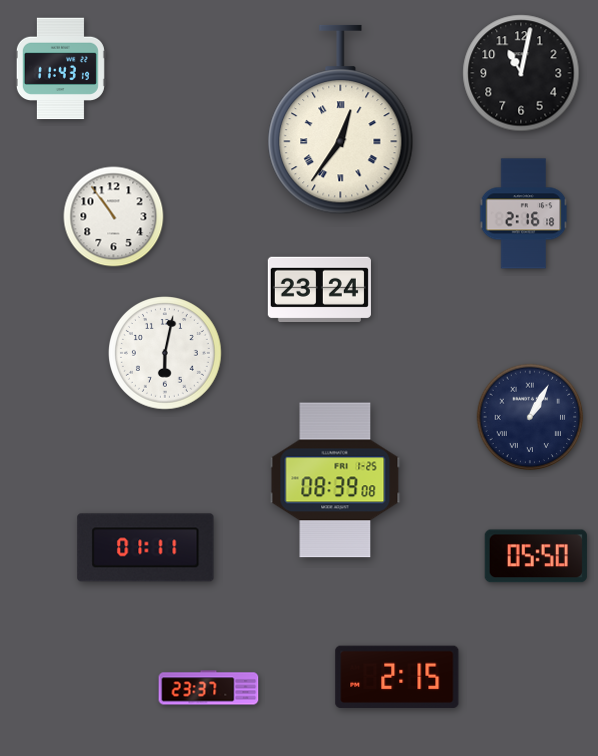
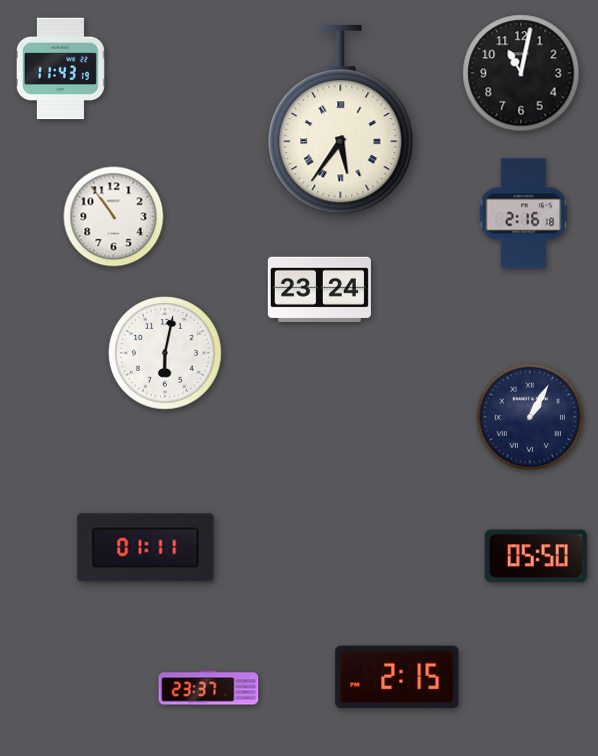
clock at (341, 120): 12:36 -> 5:36
clock at (335, 480): 08:39 -> none
